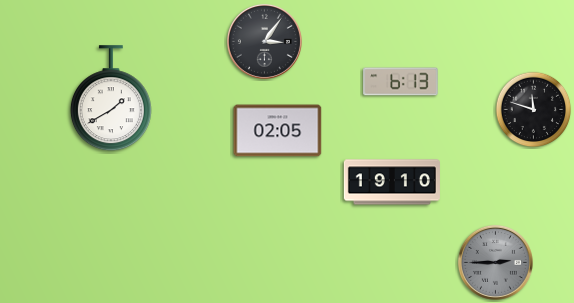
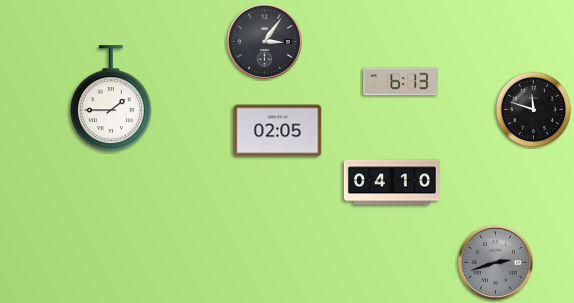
clock at (111, 99): 1:40 -> 1:45
clock at (392, 182): 19:10 -> 04:10
clock at (495, 262): 2:45 -> 2:42
